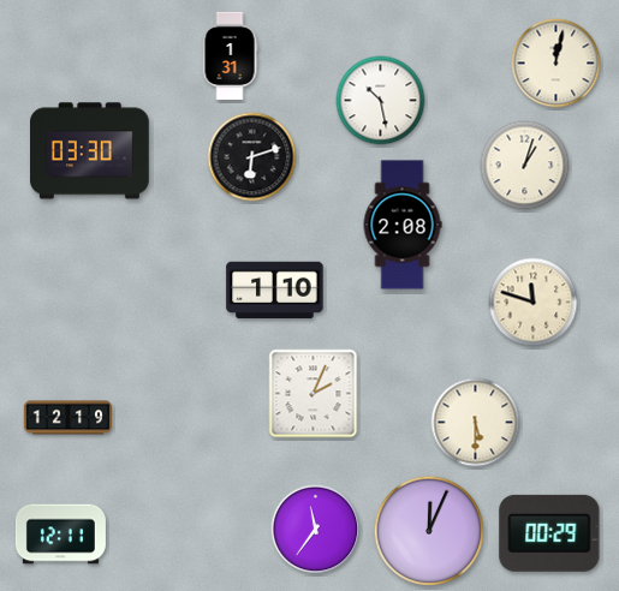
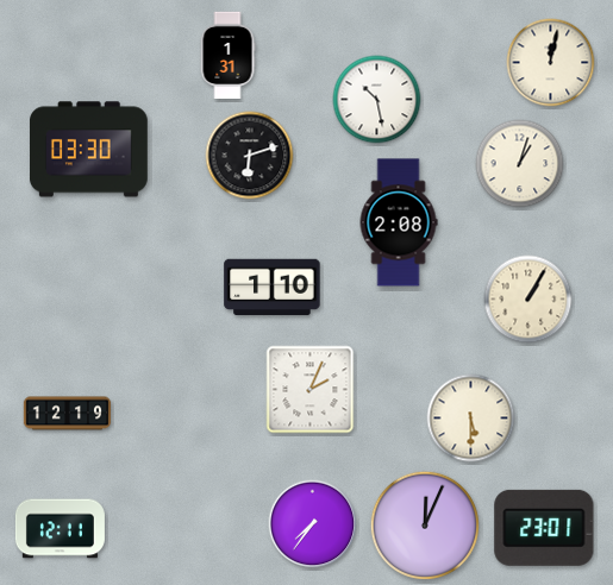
clock at (534, 303): 11:48 -> 1:05
clock at (316, 530): 11:36 -> 7:36
clock at (549, 533): 00:29 -> 23:01
